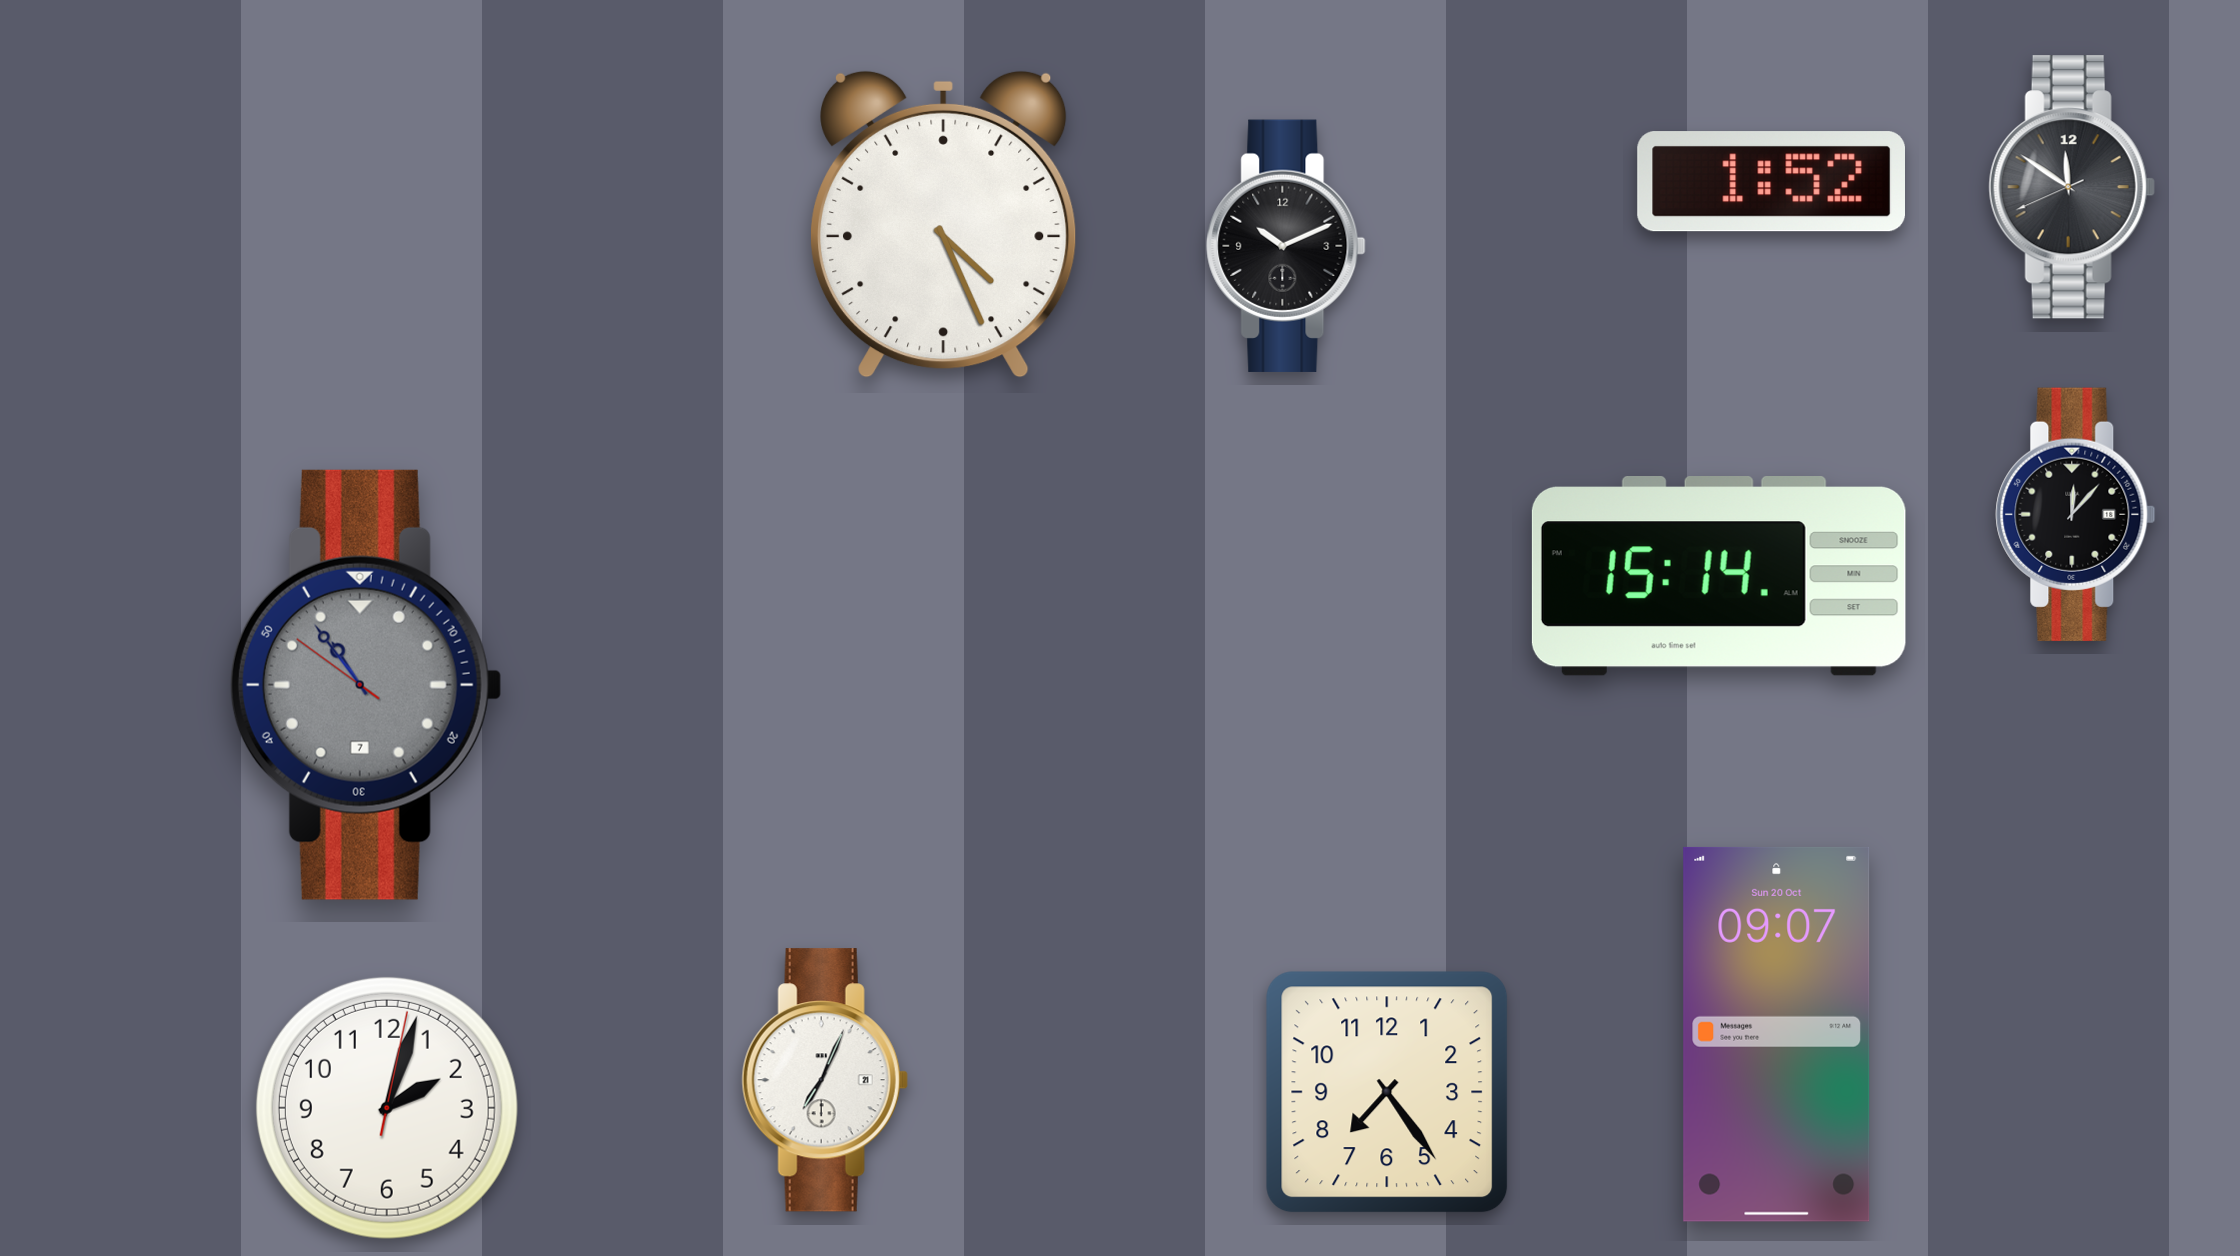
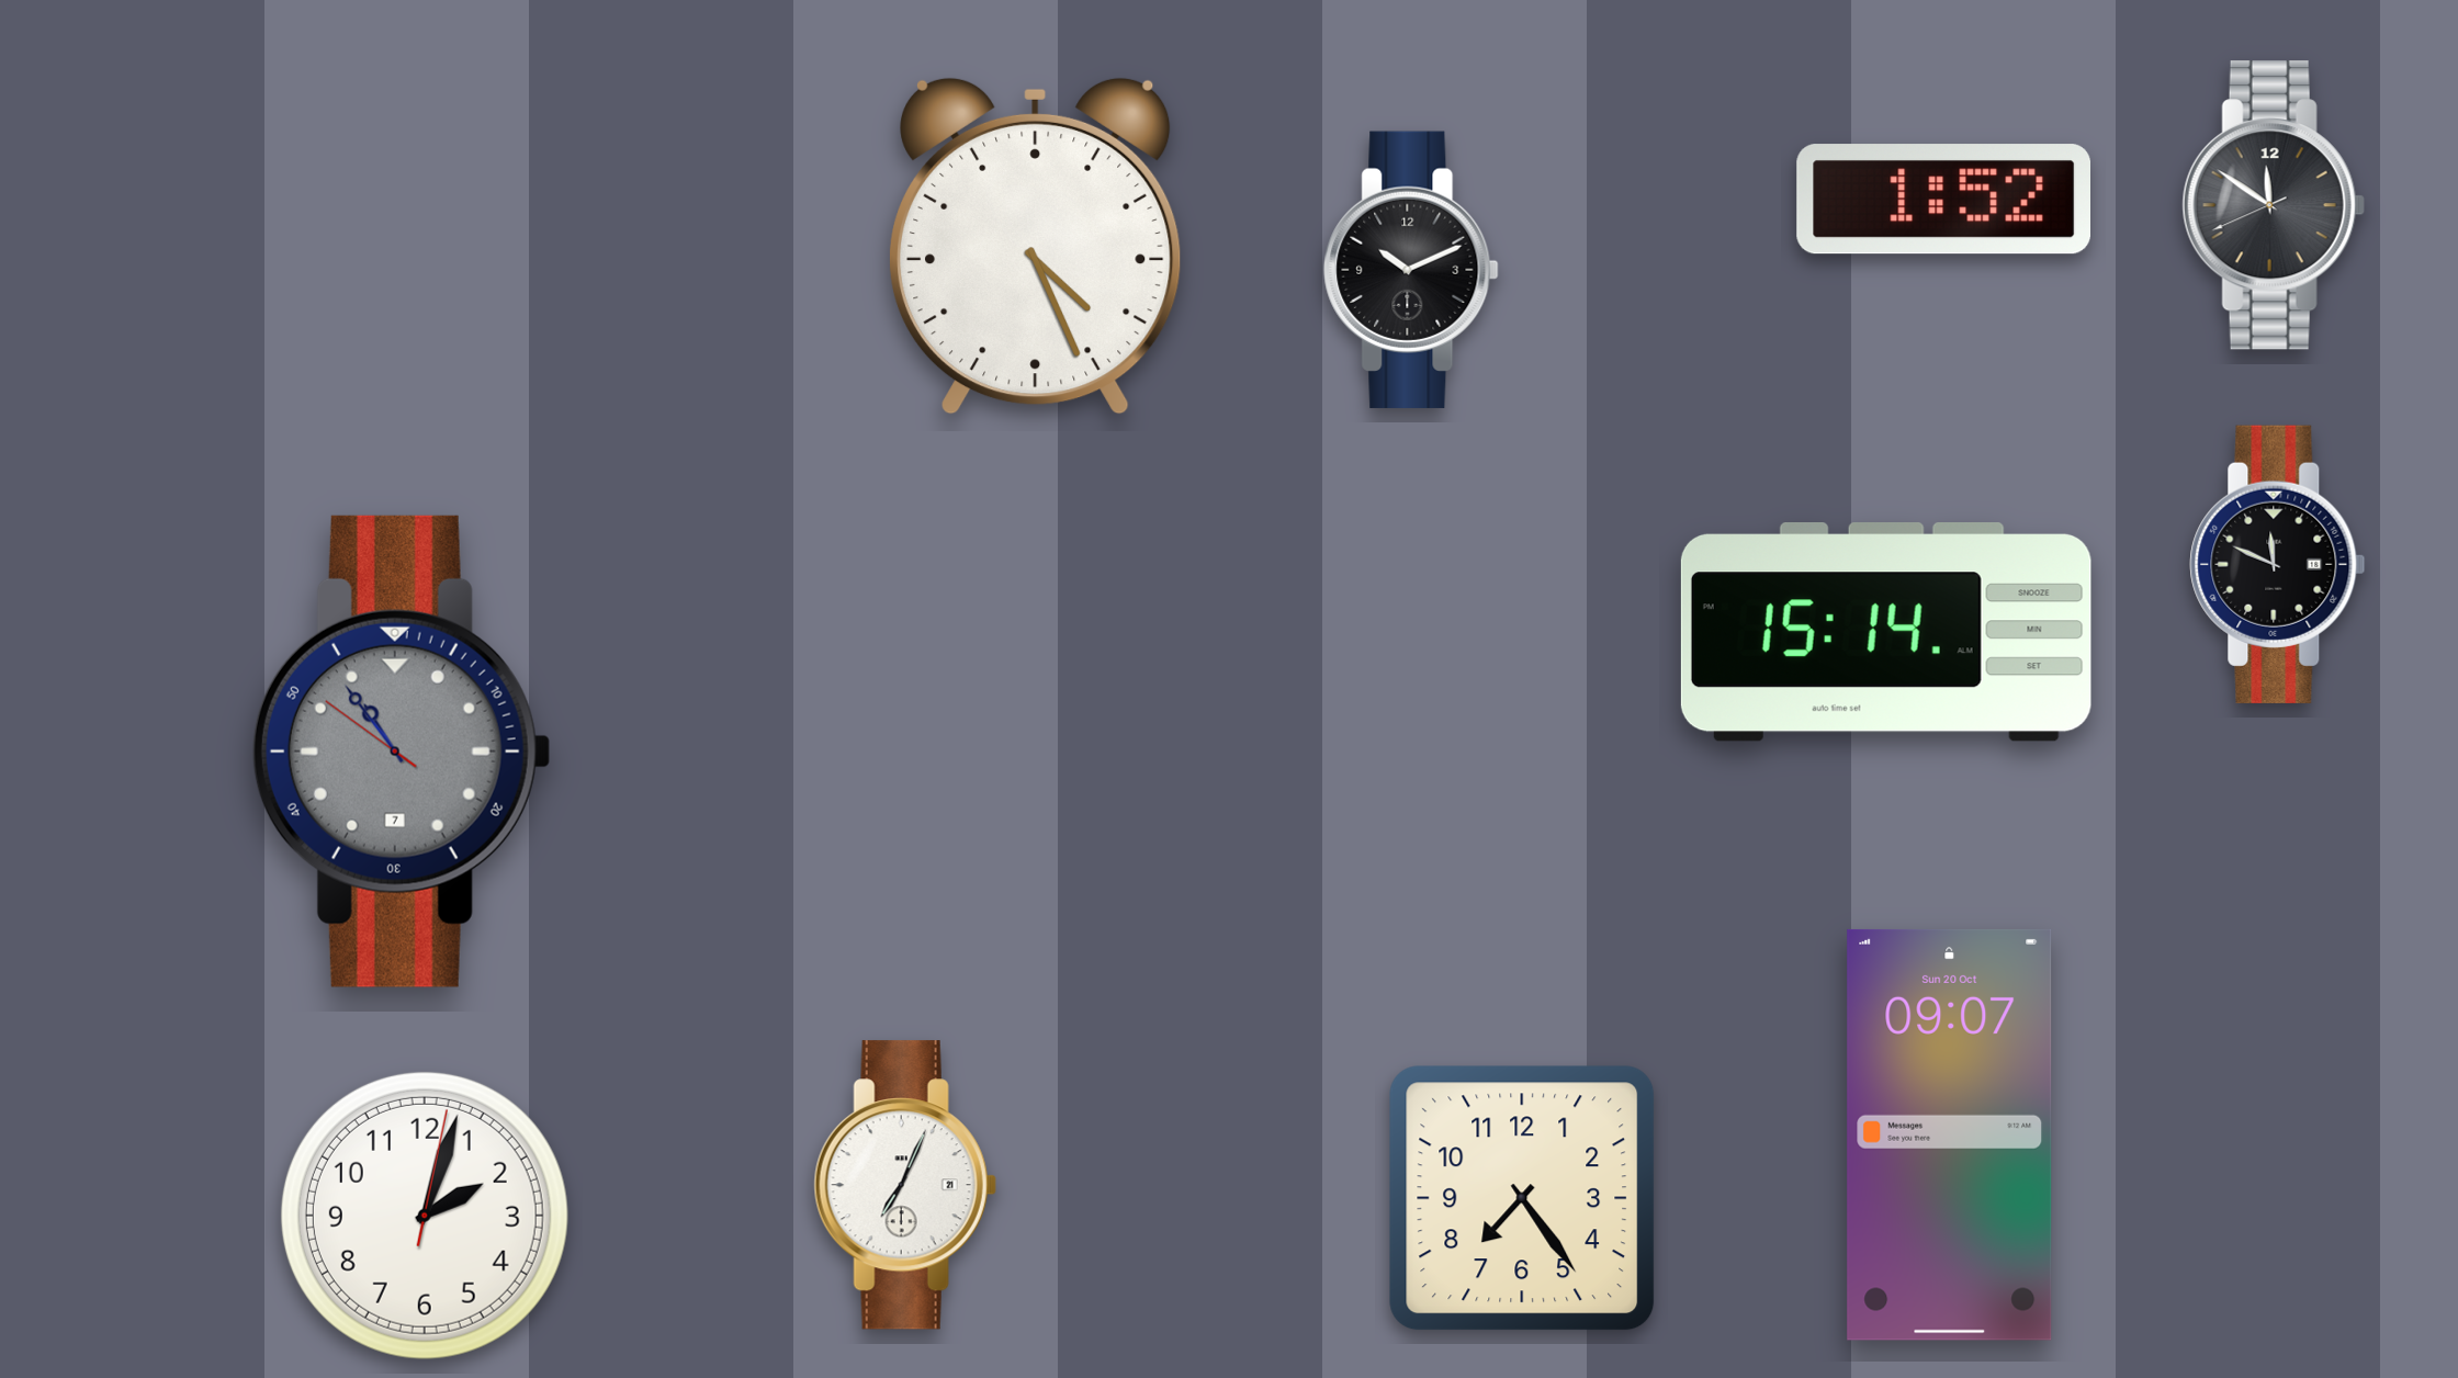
clock at (2076, 514): 12:07 -> 11:49
